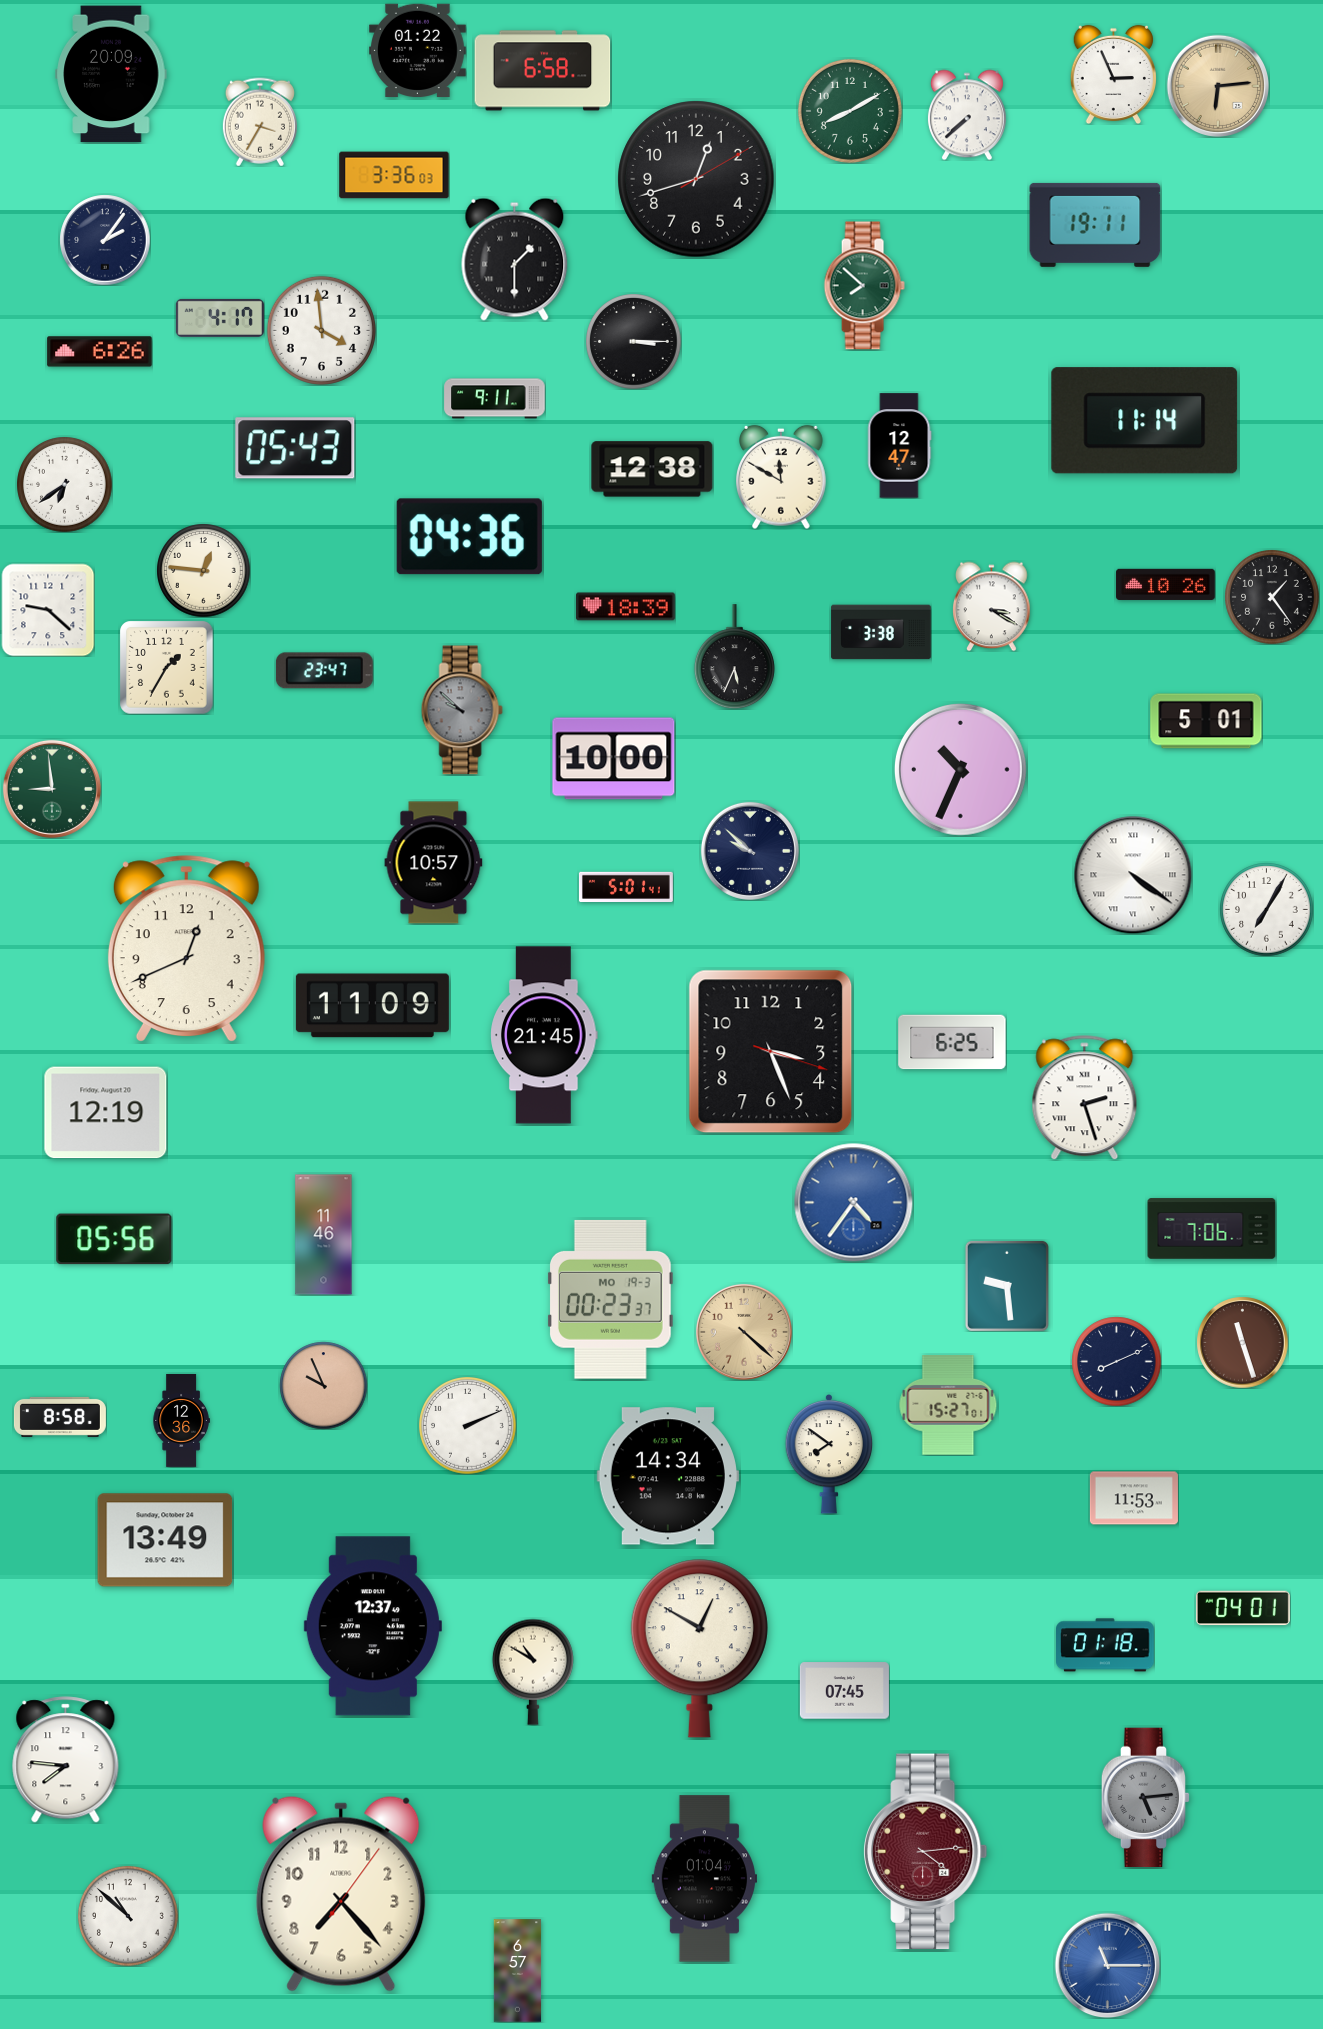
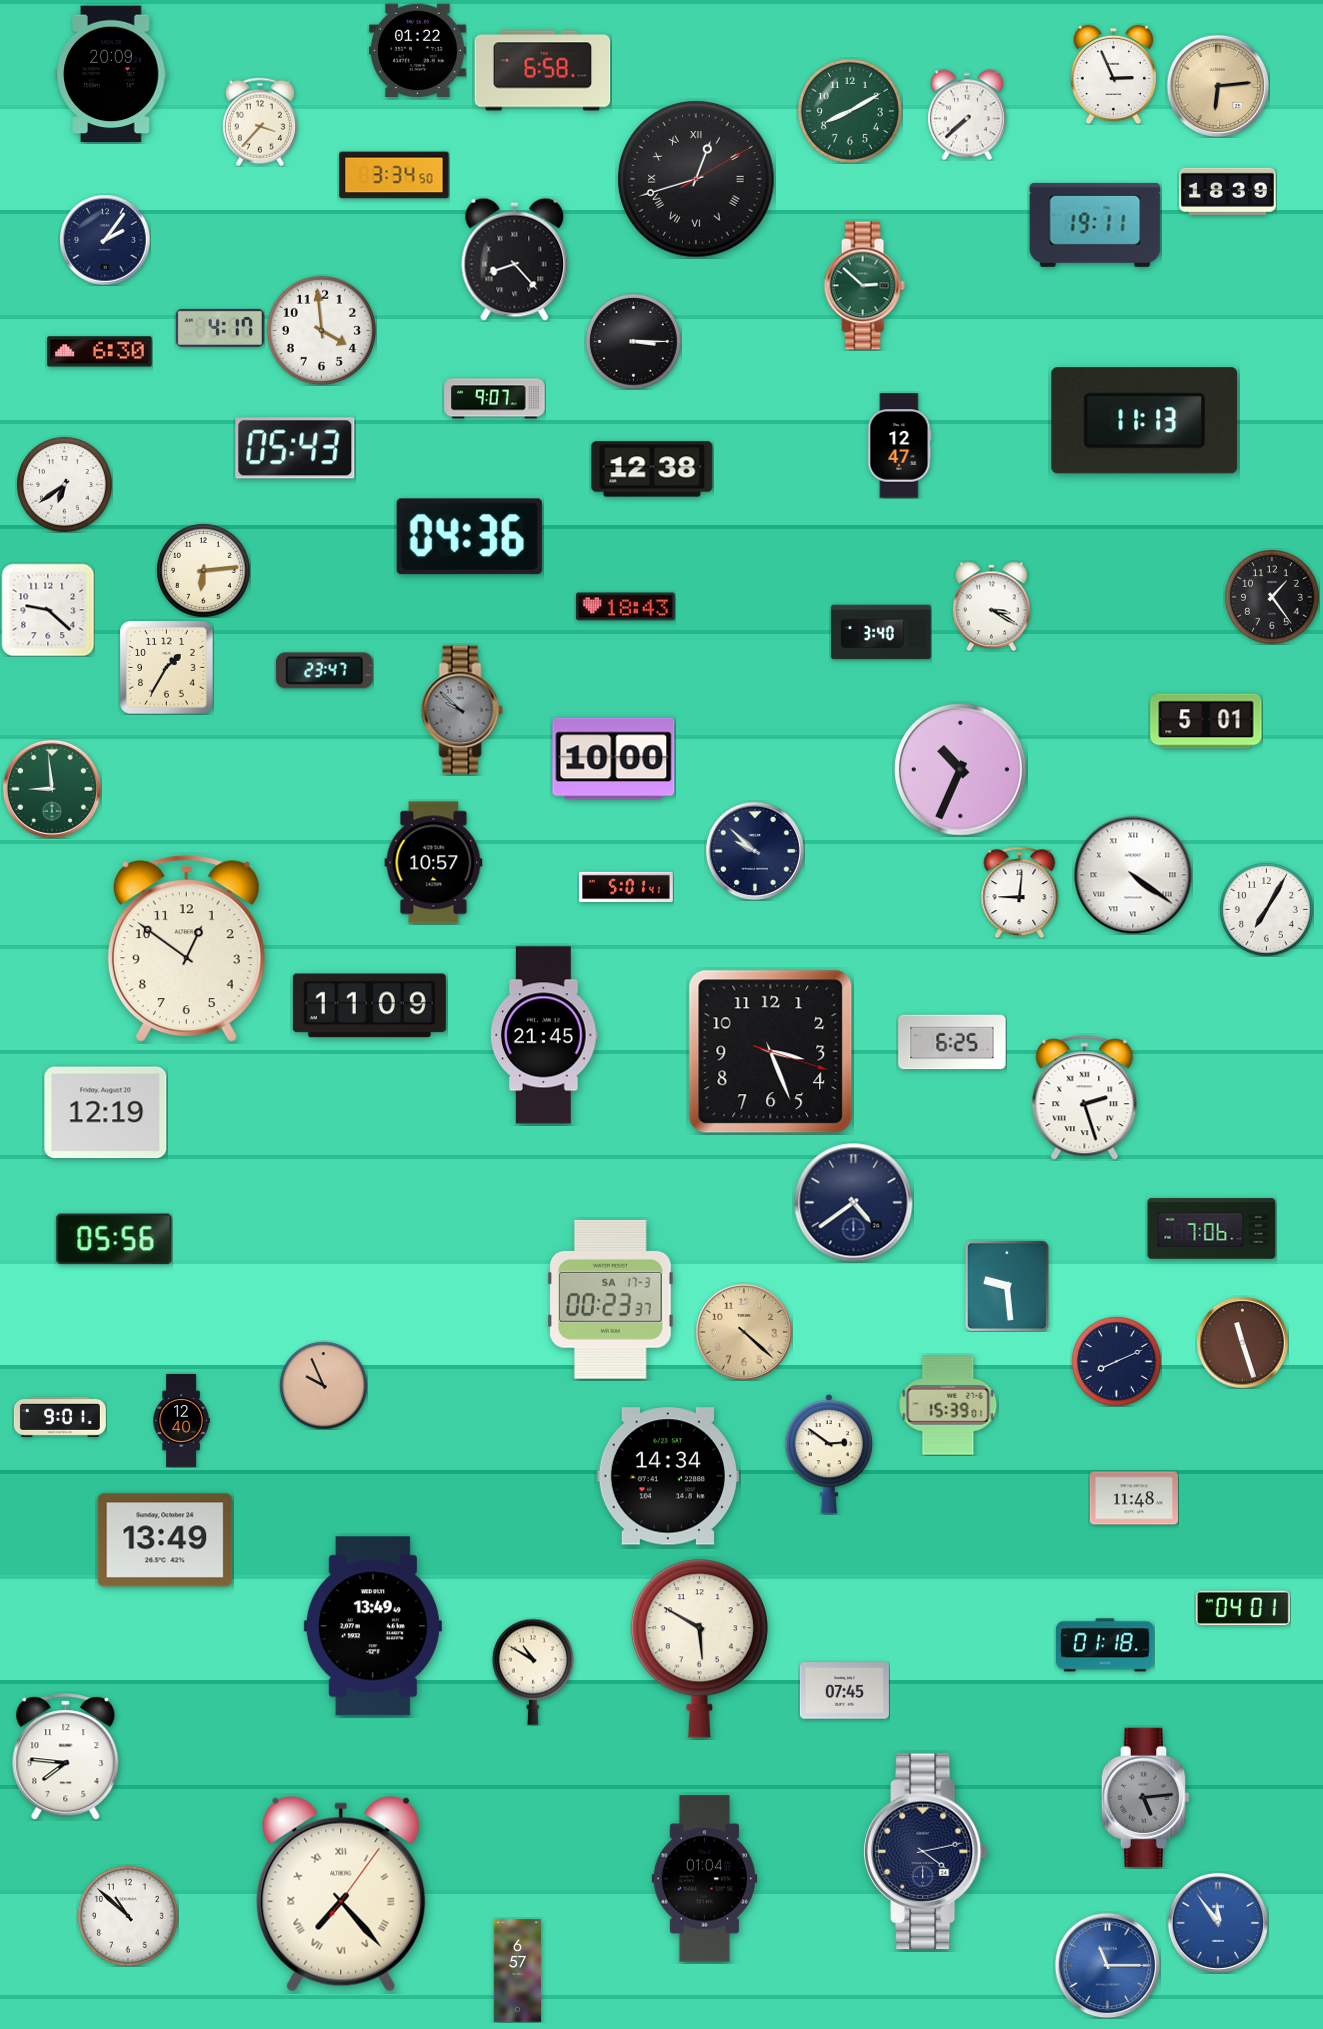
clock at (260, 122): 3:35 -> 3:37
clock at (394, 175): 3:36 -> 3:34
clock at (696, 179) numerals: Arabic -> Roman
clock at (1228, 191): none -> 18:39
clock at (515, 259): 1:30 -> 8:23
clock at (864, 286): 7:52 -> 2:52
clock at (220, 318) position: (220, 318) -> (220, 328)
clock at (100, 352): 6:26 -> 6:30
clock at (495, 399): 9:11 -> 9:07
clock at (1145, 421): 11:14 -> 11:13
clock at (782, 477): 11:50 -> none
clock at (203, 570): 12:46 -> 6:14
clock at (1166, 584): 10:26 -> none
clock at (626, 607): 18:39 -> 18:43
clock at (881, 632): 3:38 -> 3:40
clock at (734, 657): 5:34 -> none
clock at (750, 851) position: (750, 851) -> (755, 851)
clock at (1020, 892): none -> 9:01
clock at (186, 948): 12:41 -> 12:51
clock at (372, 1006) position: (372, 1006) -> (369, 1006)
clock at (854, 1203): 4:36 -> 4:39
clock at (854, 1203) dial: blue -> navy
clock at (324, 1235): 11:46 -> none
clock at (610, 1299) date: MO 19-3 -> SA 17-3
clock at (948, 1405): 15:27 -> 15:39
clock at (60, 1417): 8:58 -> 9:01
clock at (181, 1420): 12:36 -> 12:40
clock at (468, 1426): 2:11 -> none
clock at (829, 1454): 7:51 -> 2:51
clock at (1134, 1498): 11:53 -> 11:48
clock at (373, 1626): 12:37 -> 13:49
clock at (699, 1649): 12:50 -> 5:50
clock at (66, 1760) position: (66, 1760) -> (66, 1757)
clock at (925, 1852): 4:14 -> 4:13
clock at (925, 1852) dial: burgundy -> navy
clock at (341, 1894) numerals: Arabic -> Roman
clock at (1218, 1923): none -> 11:54
